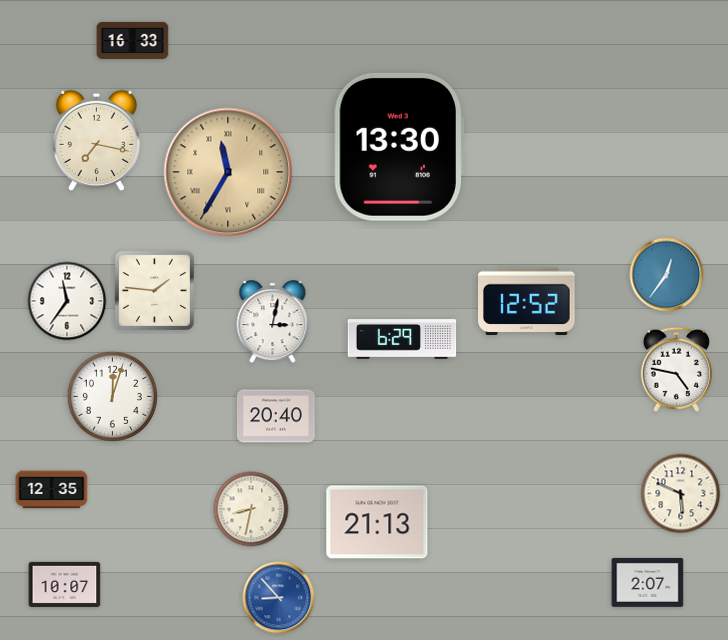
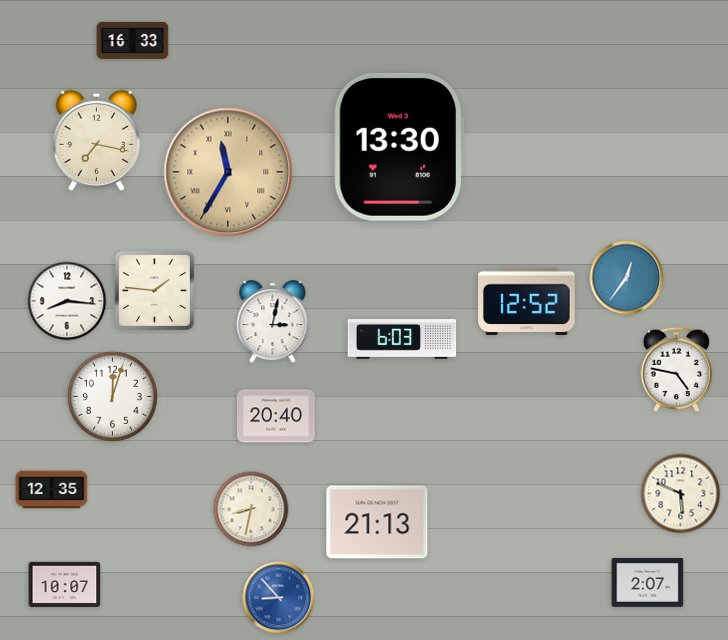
clock at (667, 275) position: (667, 275) -> (627, 278)
clock at (67, 301): 11:36 -> 8:16
clock at (402, 339): 6:29 -> 6:03
